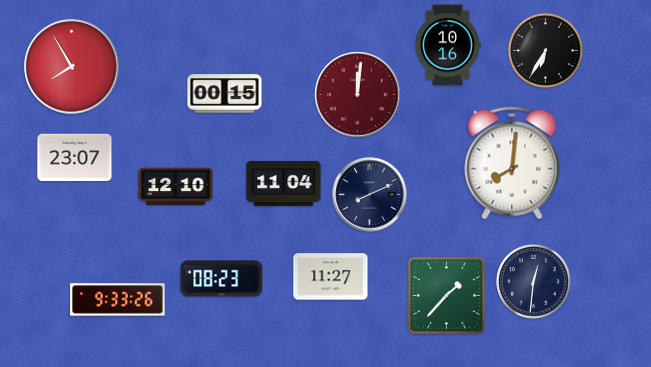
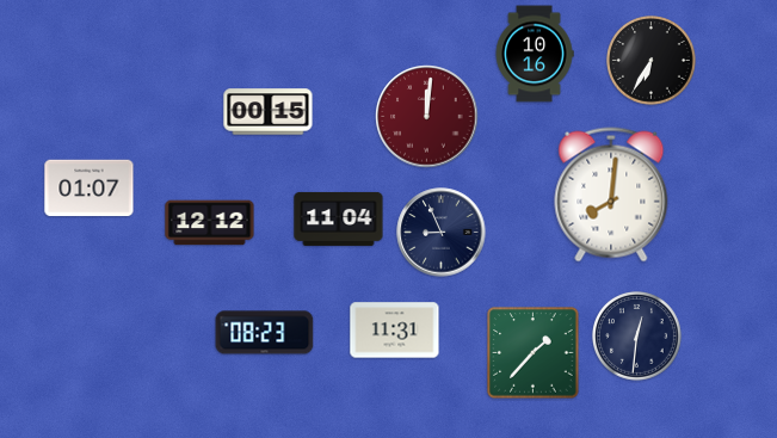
clock at (72, 67): 7:55 -> none
clock at (358, 95) position: (358, 95) -> (427, 117)
clock at (75, 158): 23:07 -> 01:07
clock at (176, 187): 12:10 -> 12:12
clock at (370, 195): 8:11 -> 8:56
clock at (331, 277): 11:27 -> 11:31
clock at (118, 300): 9:33 -> none
